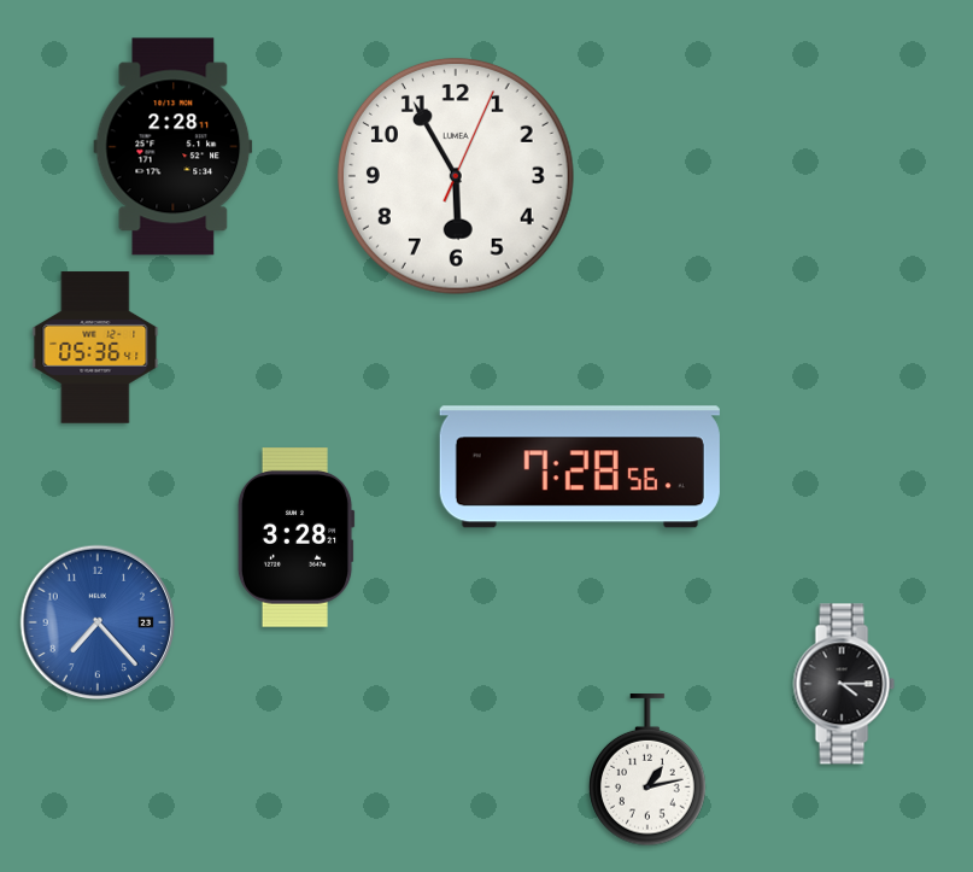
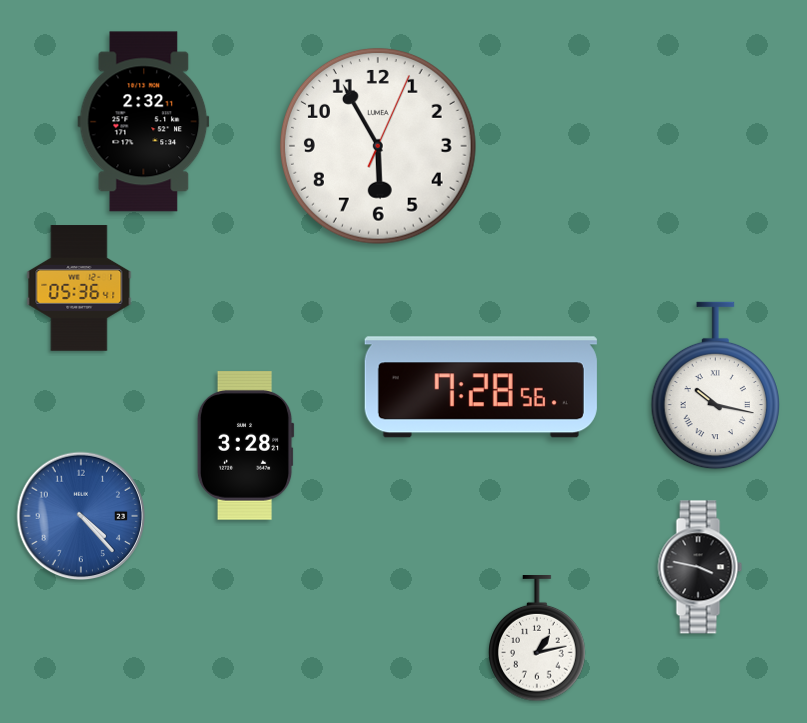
clock at (174, 147): 2:28 -> 2:32
clock at (715, 386): none -> 10:17
clock at (98, 622): 7:23 -> 4:23
clock at (844, 684): 4:15 -> 3:47
